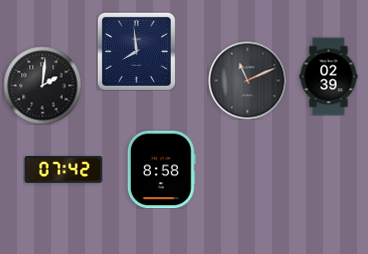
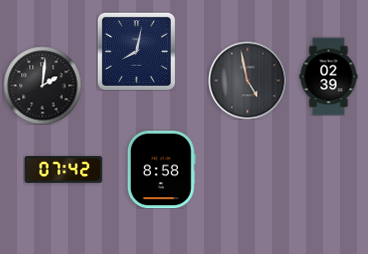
clock at (136, 51): 7:59 -> 8:02
clock at (247, 80): 11:11 -> 4:58
